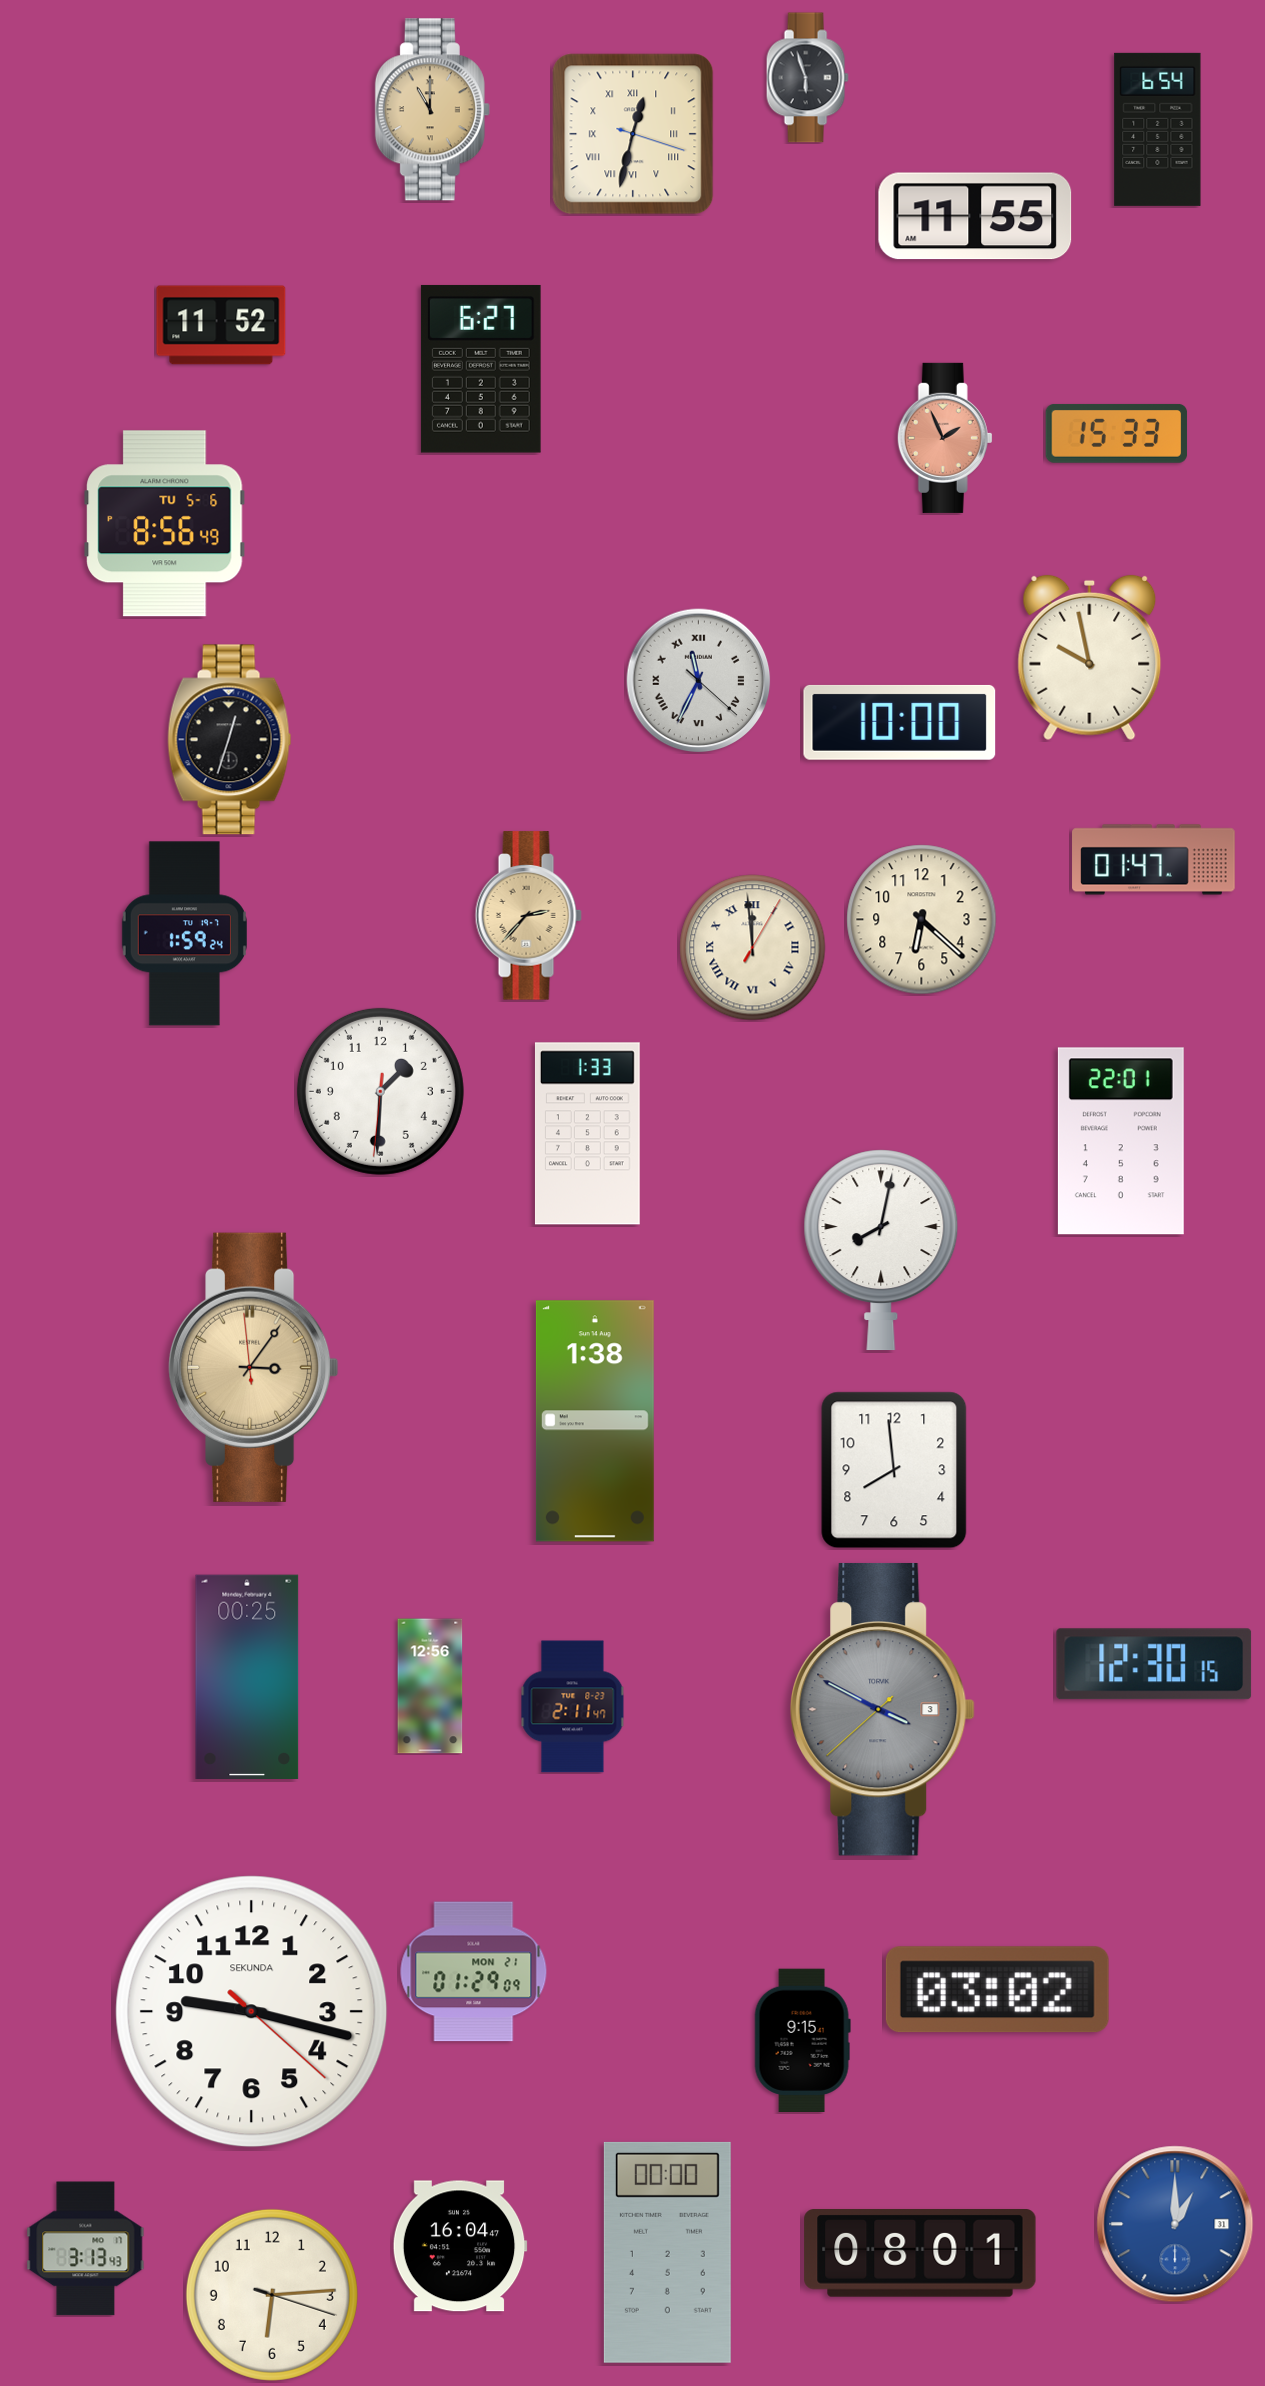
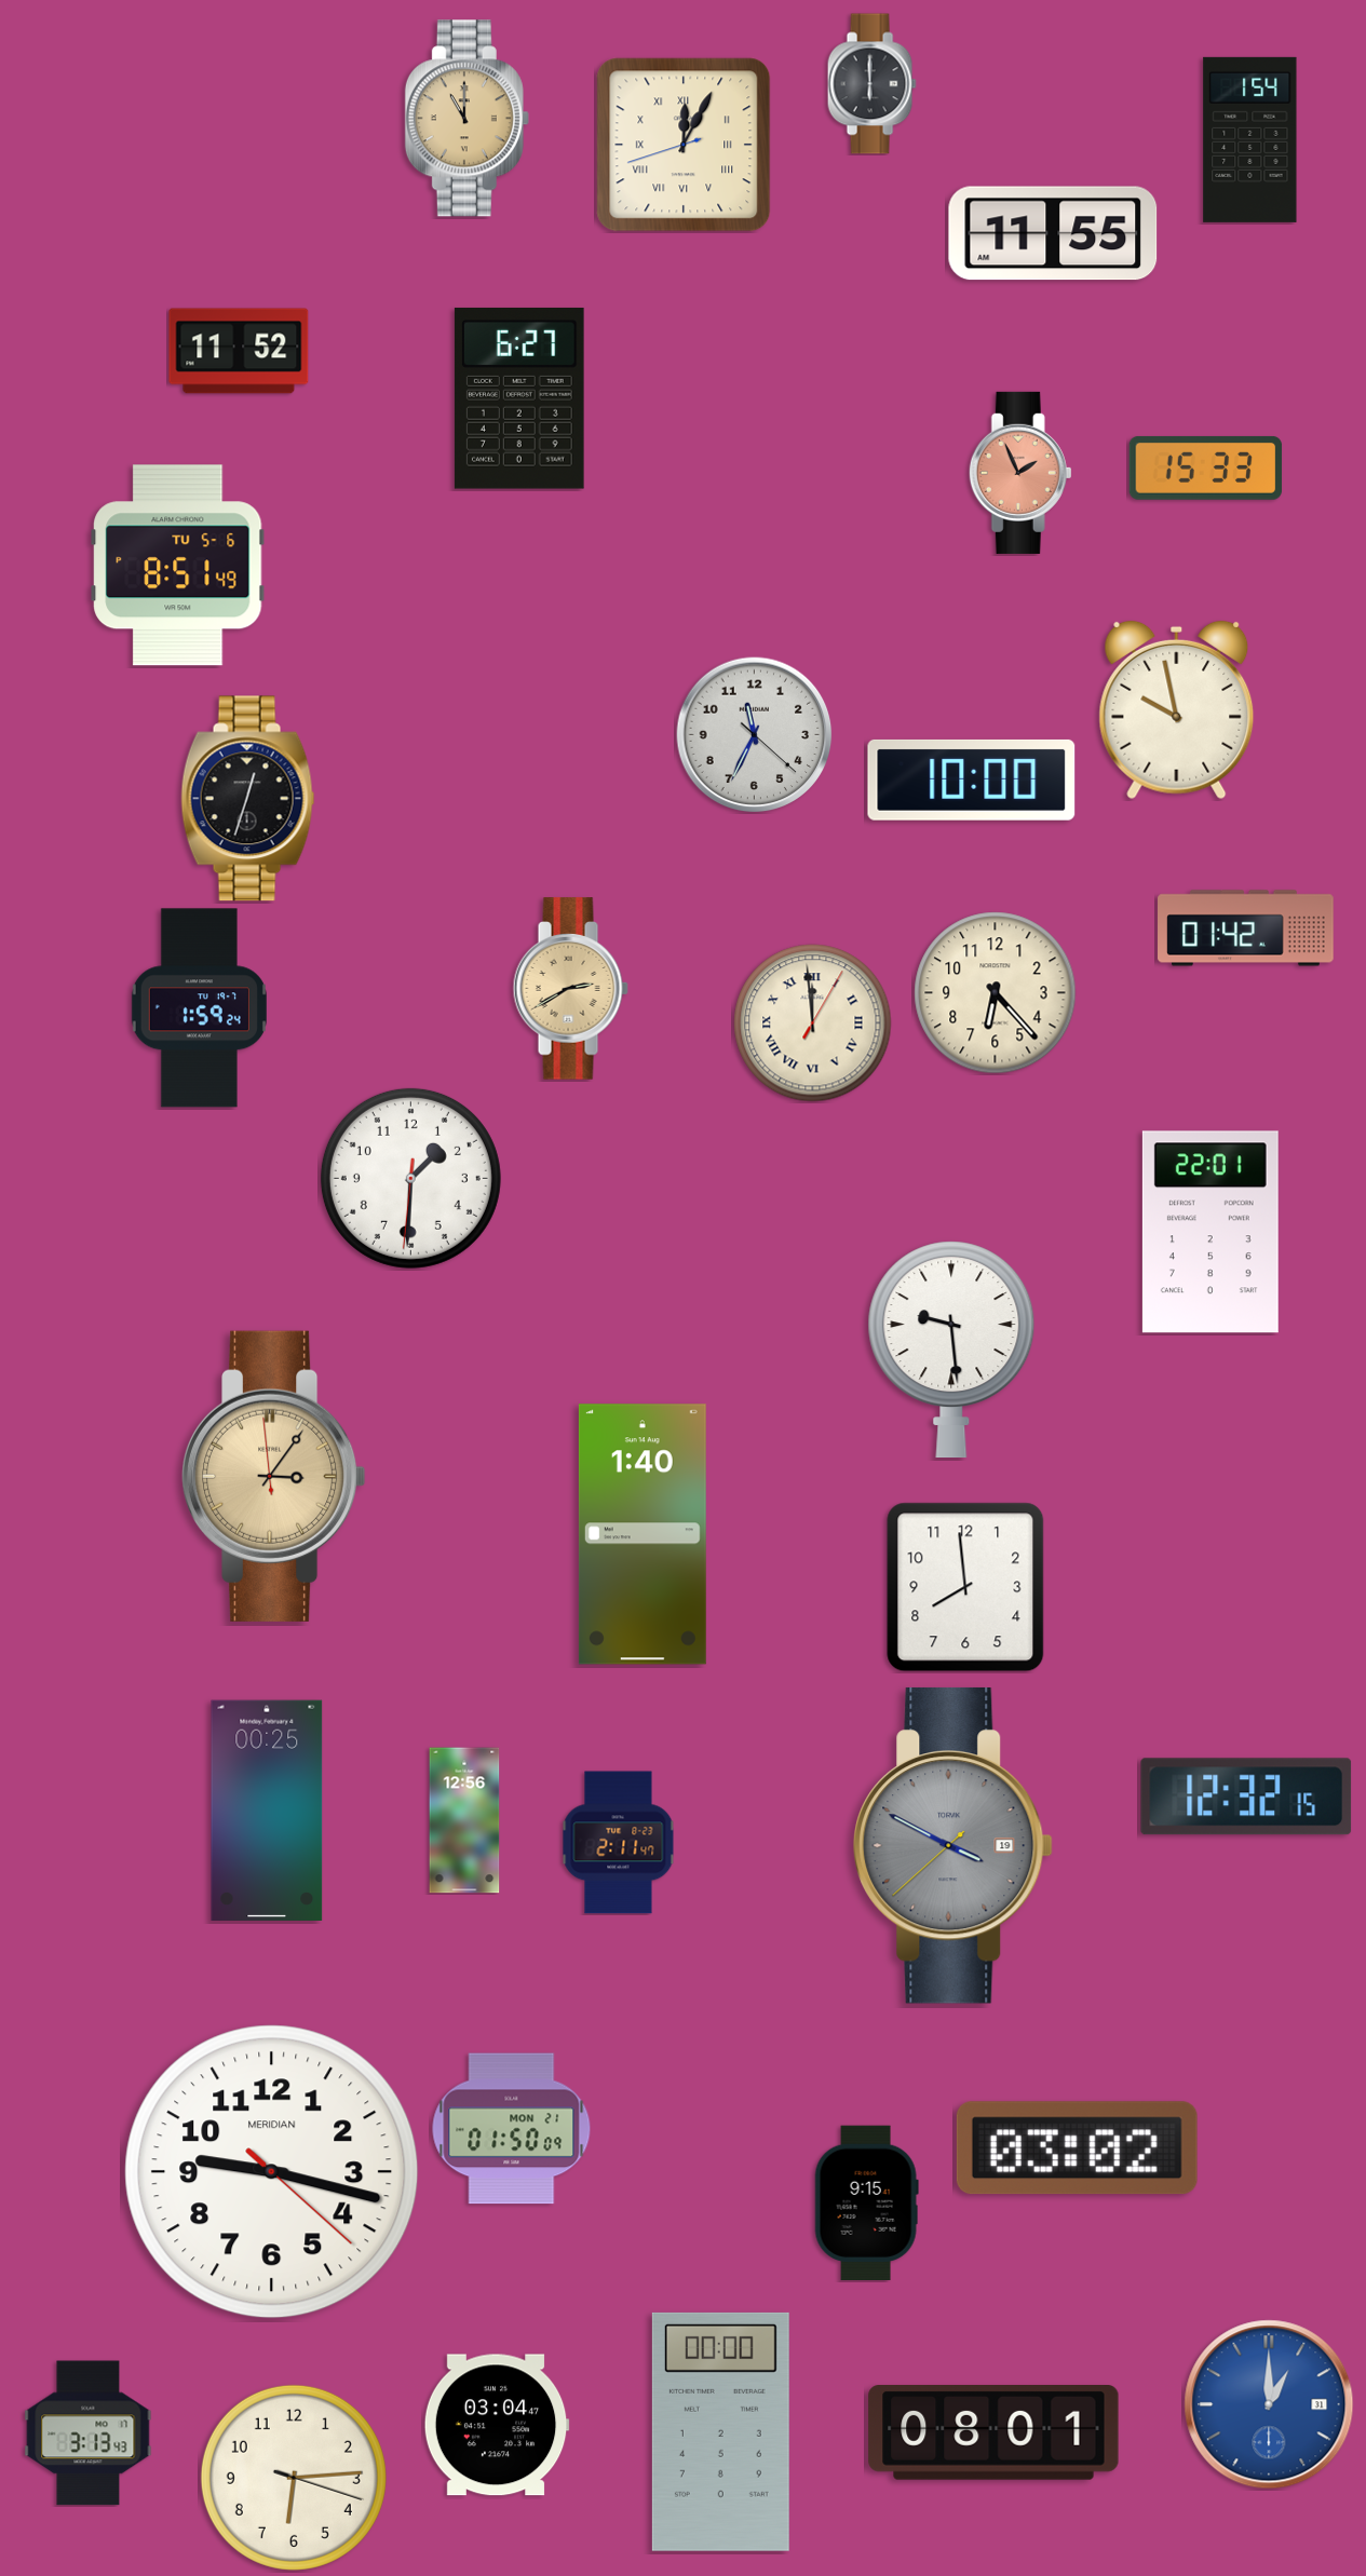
clock at (807, 78): 5:57 -> 6:00
clock at (1158, 129): 6:54 -> 1:54
clock at (633, 134): 12:32 -> 12:04
clock at (165, 524): 8:56 -> 8:51
clock at (699, 681) numerals: Roman -> Arabic
clock at (1154, 860): 01:47 -> 01:42
clock at (528, 916): 2:37 -> 2:40
clock at (922, 920): 6:22 -> 6:23
clock at (587, 1134): 1:33 -> none
clock at (881, 1250): 8:02 -> 9:29
clock at (595, 1421): 1:38 -> 1:40
clock at (1154, 1664): 12:30 -> 12:32
clock at (883, 1709) date: 3 -> 19
clock at (474, 1972): 01:29 -> 01:50
clock at (252, 2012) brand: SEKUNDA -> MERIDIAN
clock at (1175, 2224) position: (1175, 2224) -> (1269, 2404)
clock at (460, 2246): 16:04 -> 03:04
clock at (86, 2249) position: (86, 2249) -> (89, 2433)
